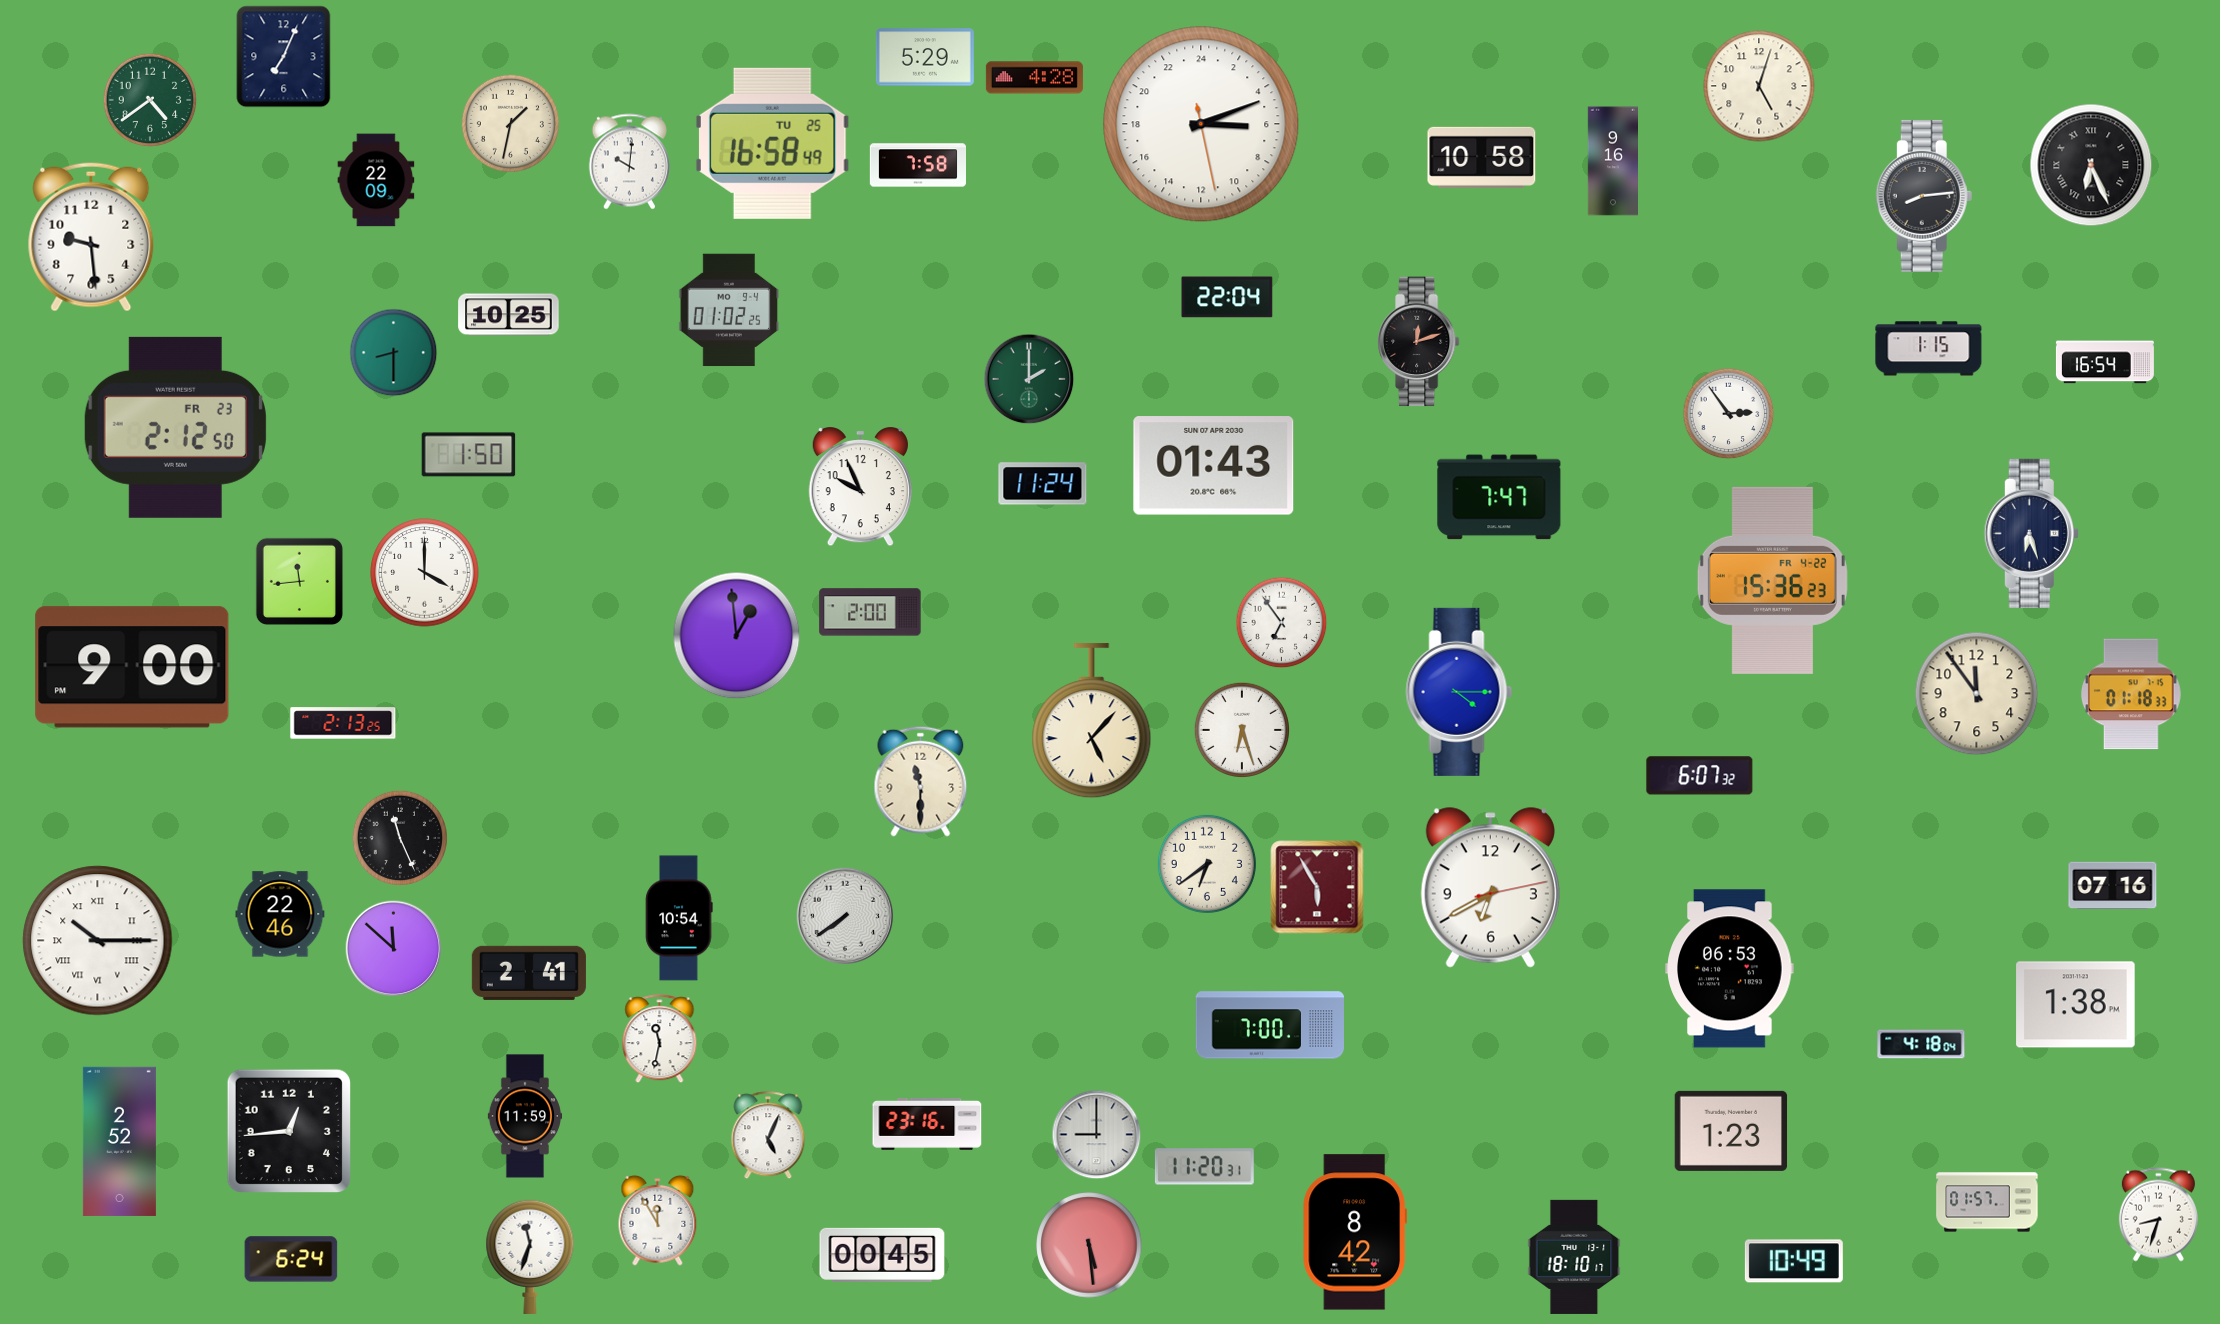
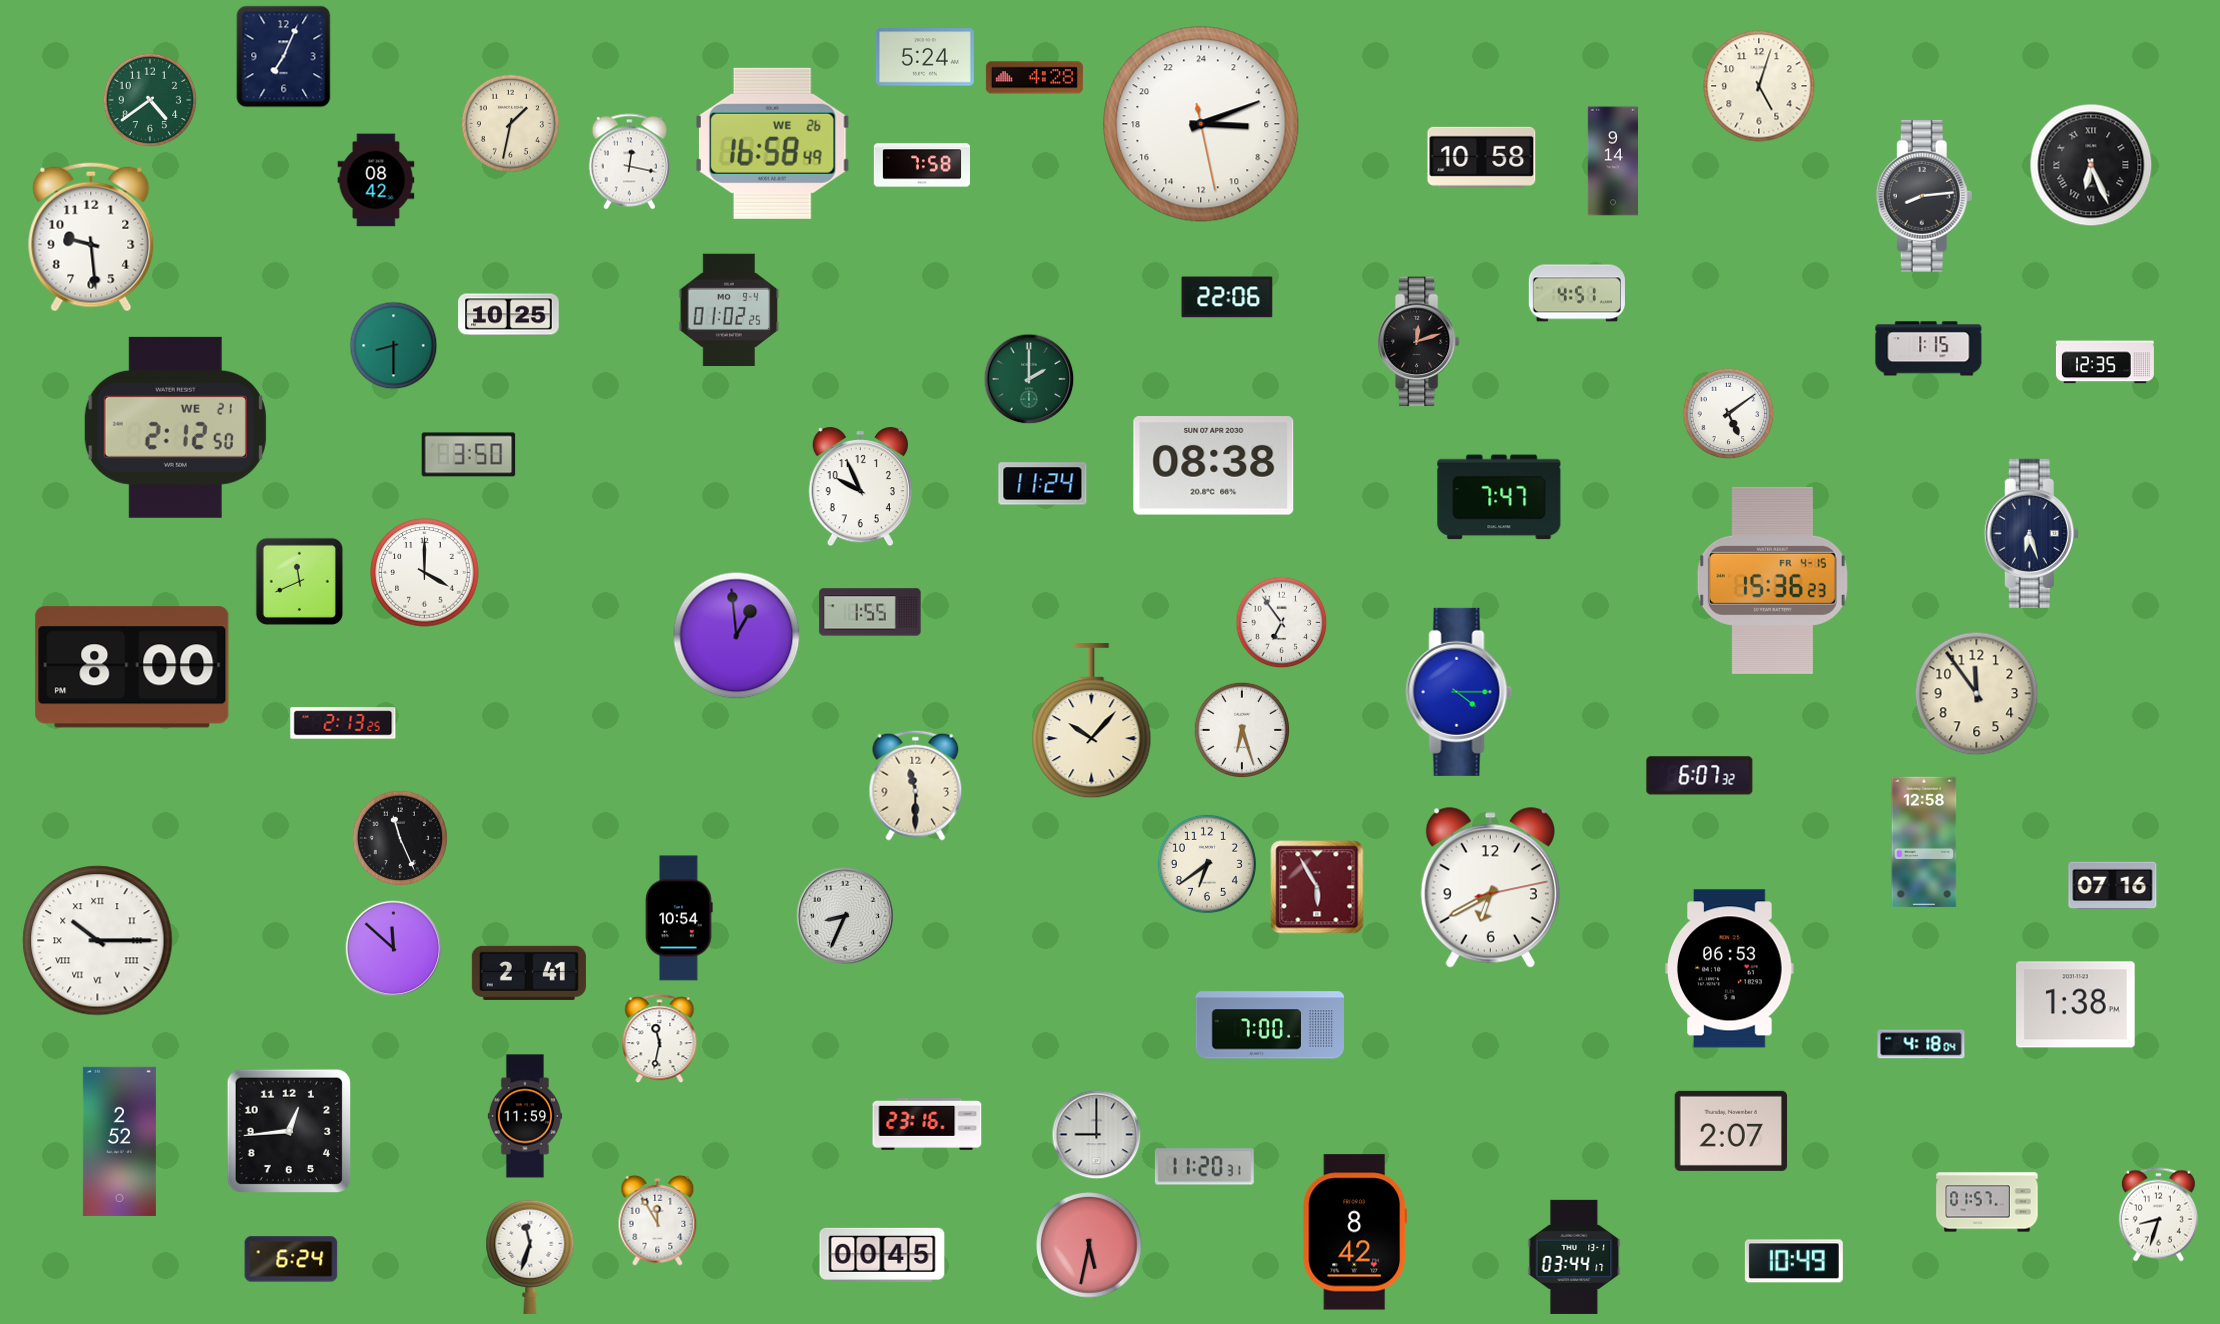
clock at (925, 57): 5:29 -> 5:24
clock at (772, 143) date: TU 25 -> WE 26
clock at (1612, 161): 9:16 -> 9:14
clock at (629, 162): 10:01 -> 12:17
clock at (917, 165) position: (917, 165) -> (921, 165)
clock at (376, 180): 22:09 -> 08:42
clock at (1577, 293): none -> 4:51
clock at (1227, 297): 22:04 -> 22:06
clock at (394, 353) position: (394, 353) -> (394, 346)
clock at (2105, 362): 16:54 -> 12:35
clock at (1729, 414): 2:54 -> 5:09
clock at (175, 427) date: FR 23 -> WE 21
clock at (469, 455): 1:50 -> 3:50
clock at (1214, 466): 01:43 -> 08:38
clock at (1772, 580) date: FR 4-22 -> FR 4-15
clock at (299, 581): 11:44 -> 11:41
clock at (870, 612): 2:00 -> 1:55
clock at (132, 667): 9:00 -> 8:00
clock at (2131, 694): 01:18 -> none
clock at (1092, 721): 5:07 -> 10:07
clock at (921, 781) position: (921, 781) -> (916, 785)
clock at (1924, 842): none -> 12:58
clock at (280, 914): 22:46 -> none
clock at (845, 916): 7:39 -> 8:34
clock at (1731, 1131): 1:23 -> 2:07
clock at (768, 1136): 5:04 -> none
clock at (1089, 1245): 5:29 -> 5:32
clock at (1574, 1257): 18:10 -> 03:44
